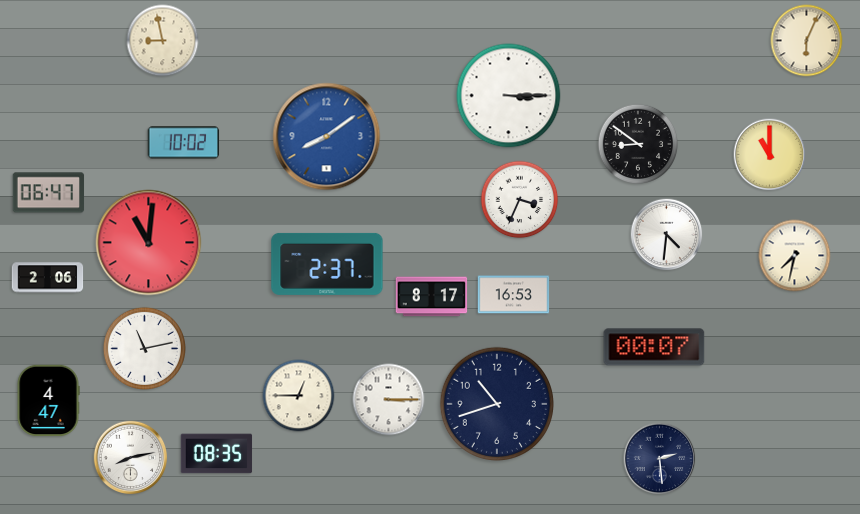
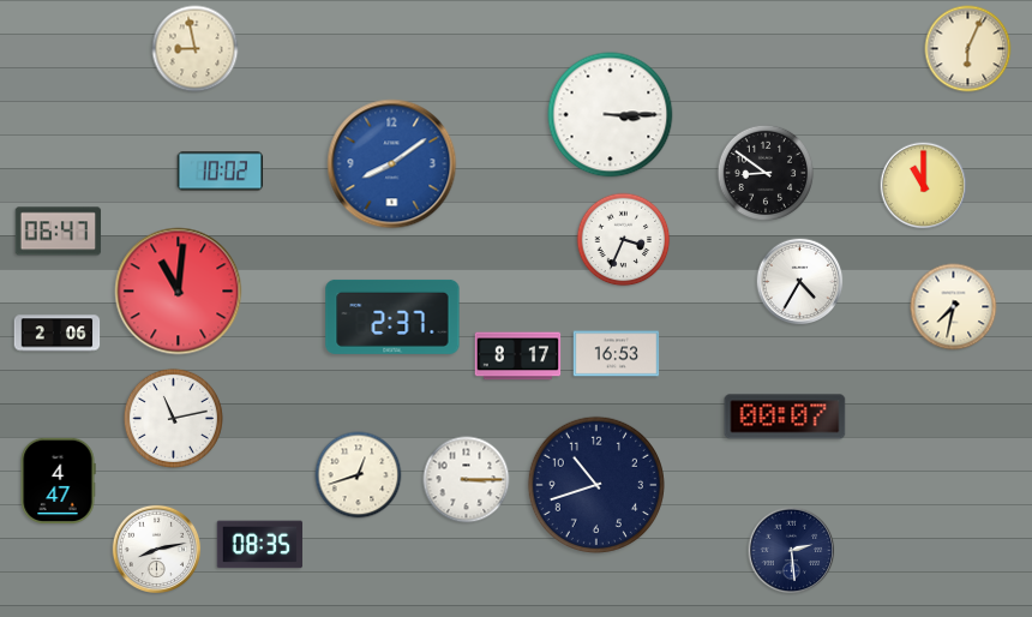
clock at (667, 235): 4:31 -> 4:35
clock at (299, 396): 12:45 -> 12:42
